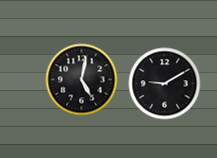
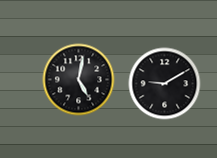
clock at (82, 80) position: (82, 80) -> (79, 80)
